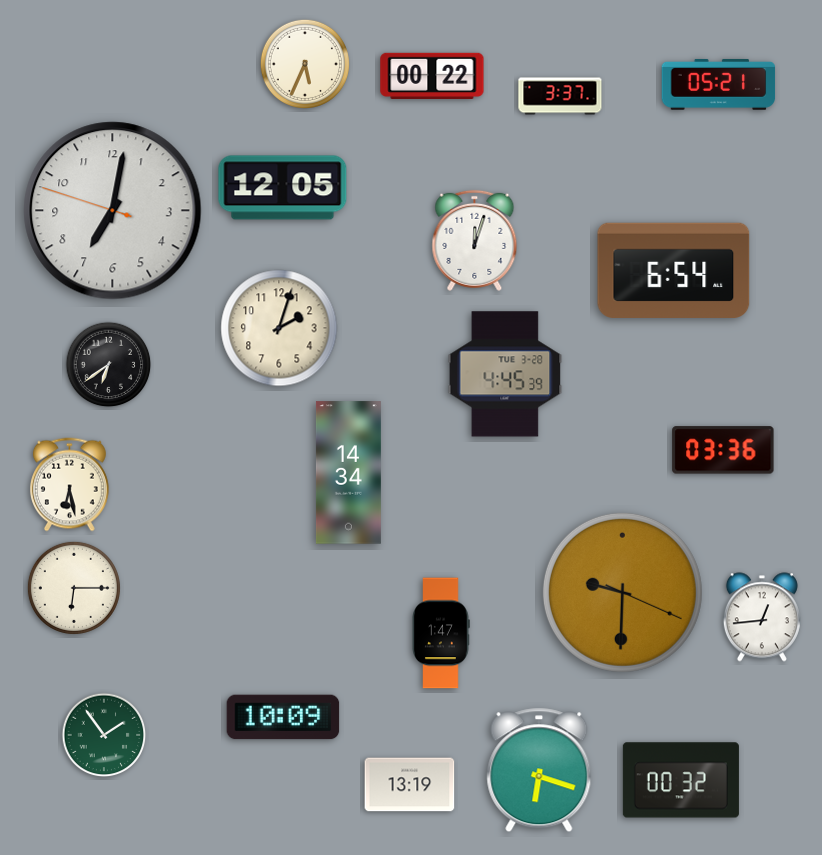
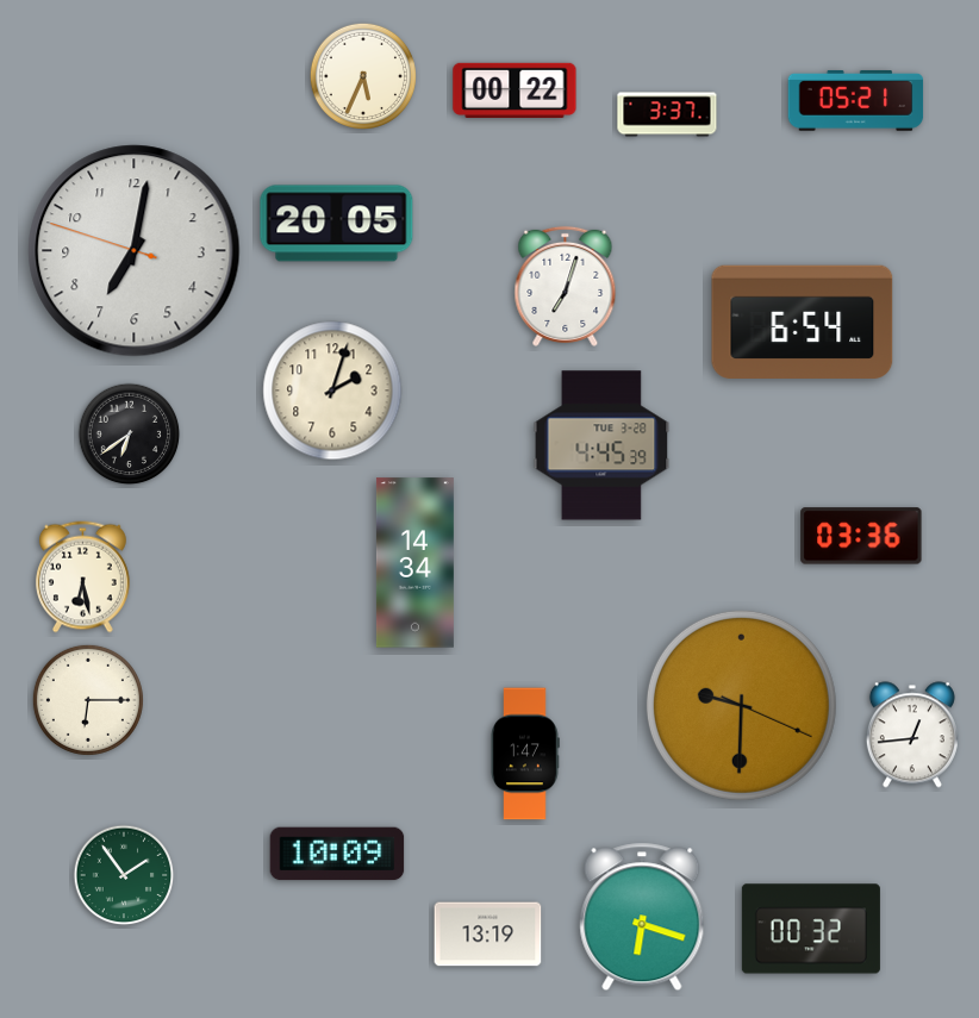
clock at (283, 188): 12:05 -> 20:05
clock at (475, 240): 12:03 -> 7:03
clock at (762, 617) position: (762, 617) -> (912, 735)
